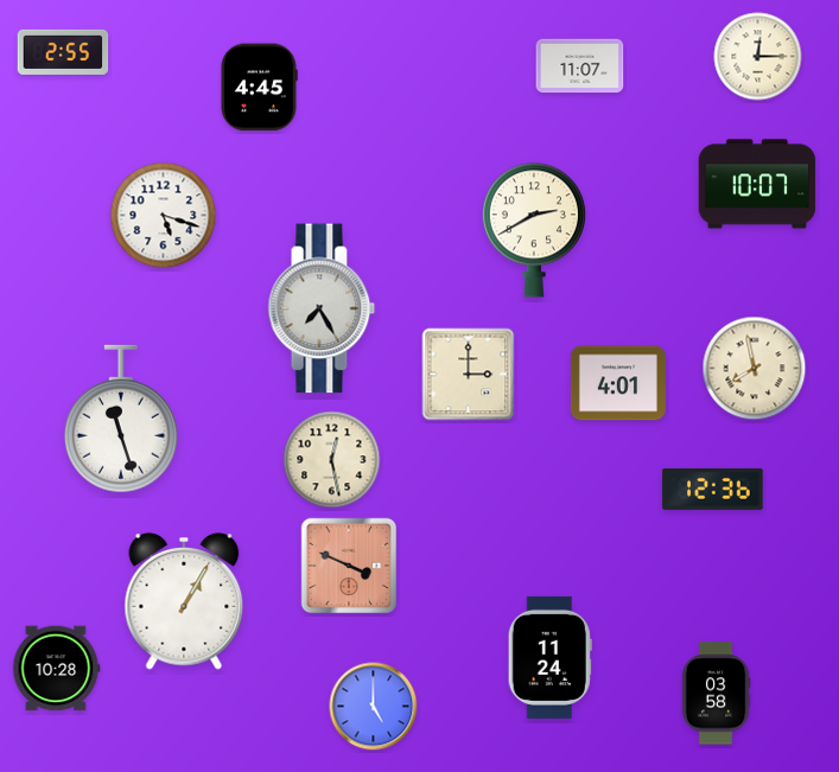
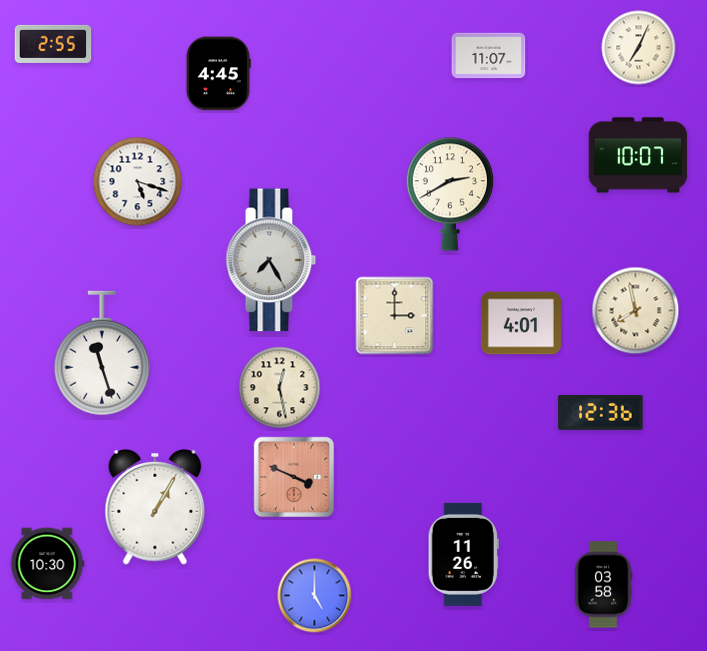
clock at (758, 57): 12:15 -> 7:04
clock at (549, 657): 11:24 -> 11:26
clock at (56, 669): 10:28 -> 10:30
